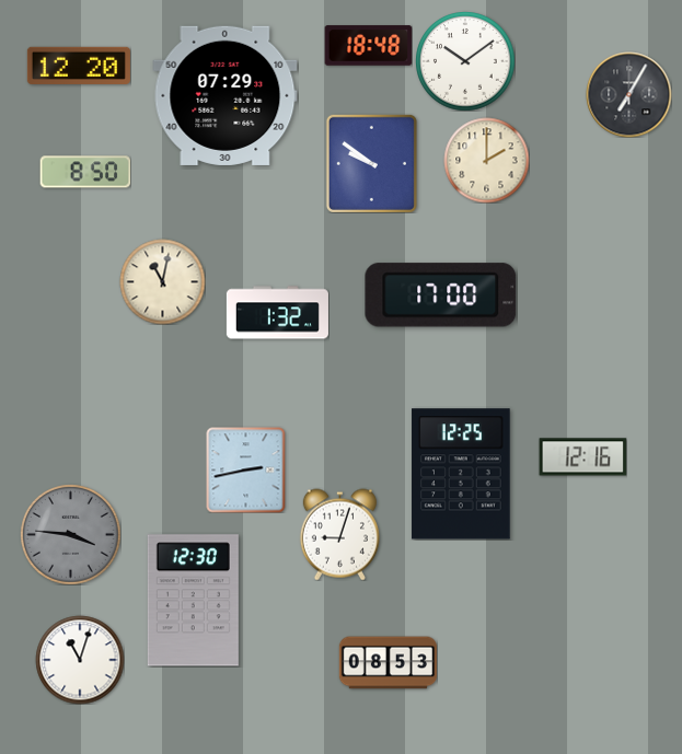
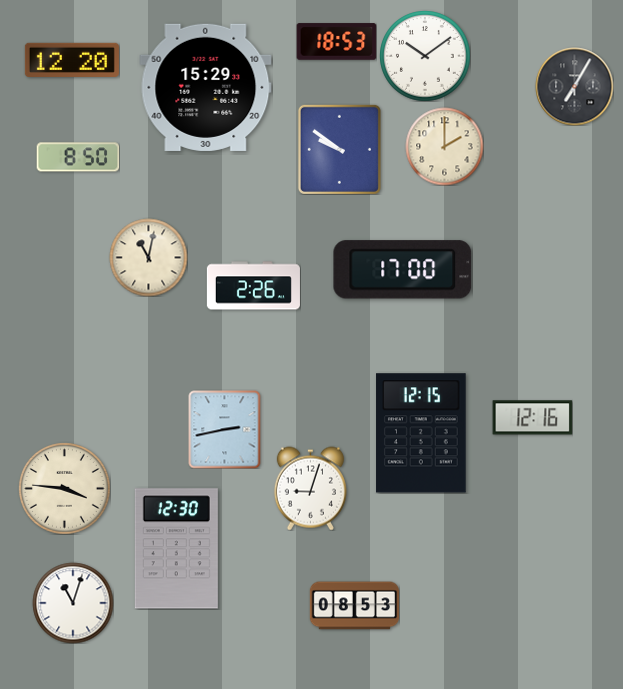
clock at (368, 46): 18:48 -> 18:53
clock at (226, 95): 07:29 -> 15:29
clock at (277, 313): 1:32 -> 2:26
clock at (461, 474): 12:25 -> 12:15
clock at (71, 535) dial: grey -> cream
